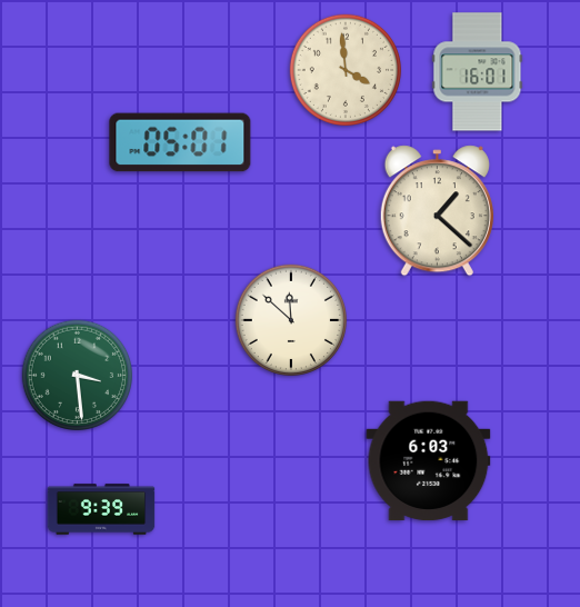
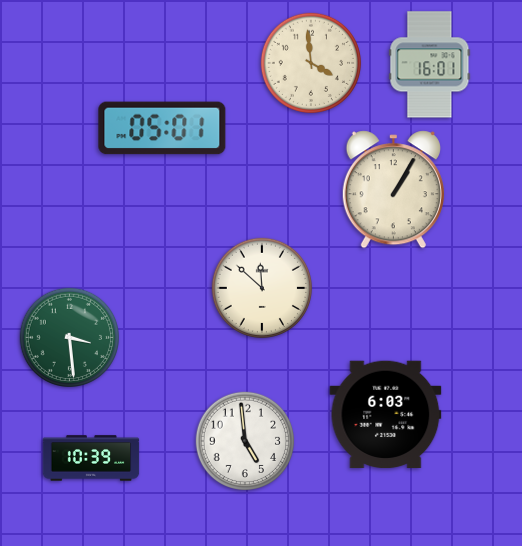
clock at (437, 211): 1:22 -> 1:05
clock at (245, 441): none -> 4:59
clock at (101, 509): 9:39 -> 10:39
